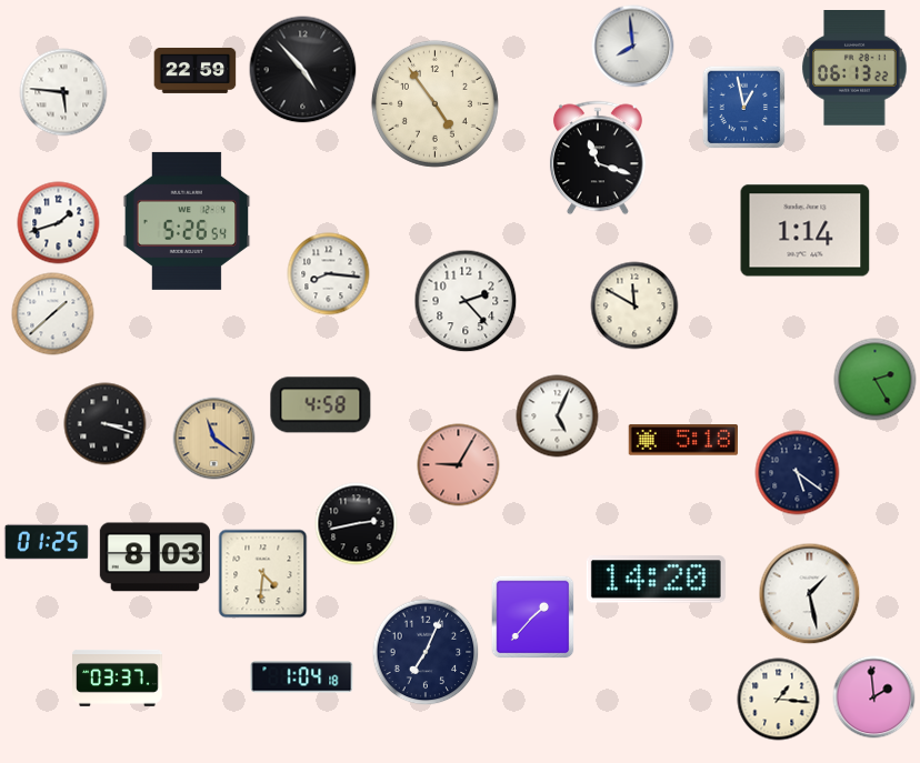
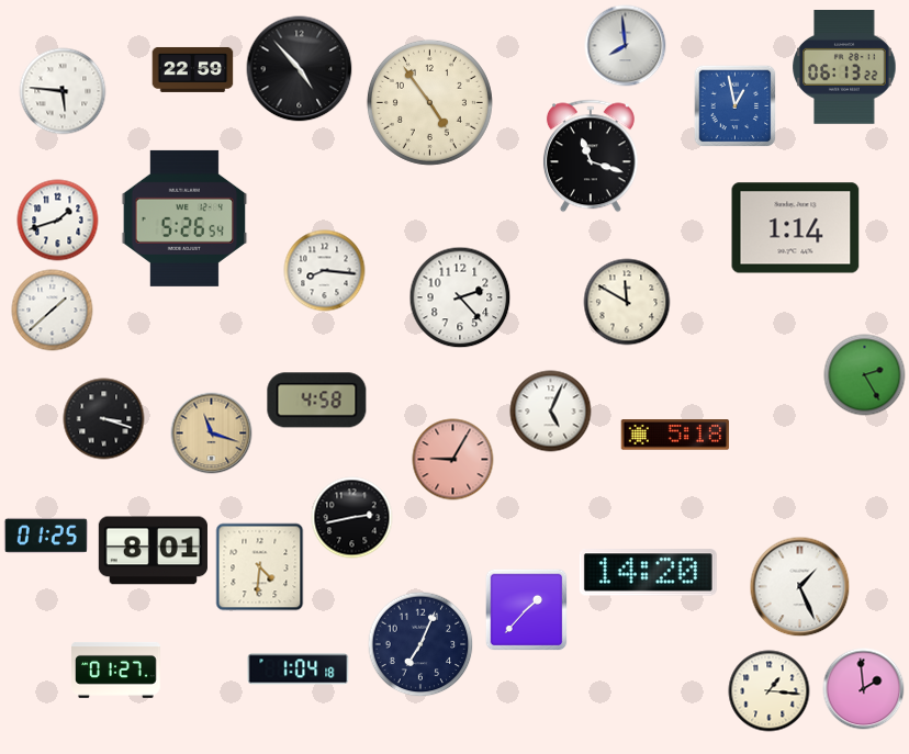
clock at (214, 439): 11:21 -> 11:18
clock at (798, 473): 5:21 -> none
clock at (154, 558): 8:03 -> 8:01
clock at (810, 594): 1:28 -> 1:26
clock at (118, 677): 03:37 -> 01:27
